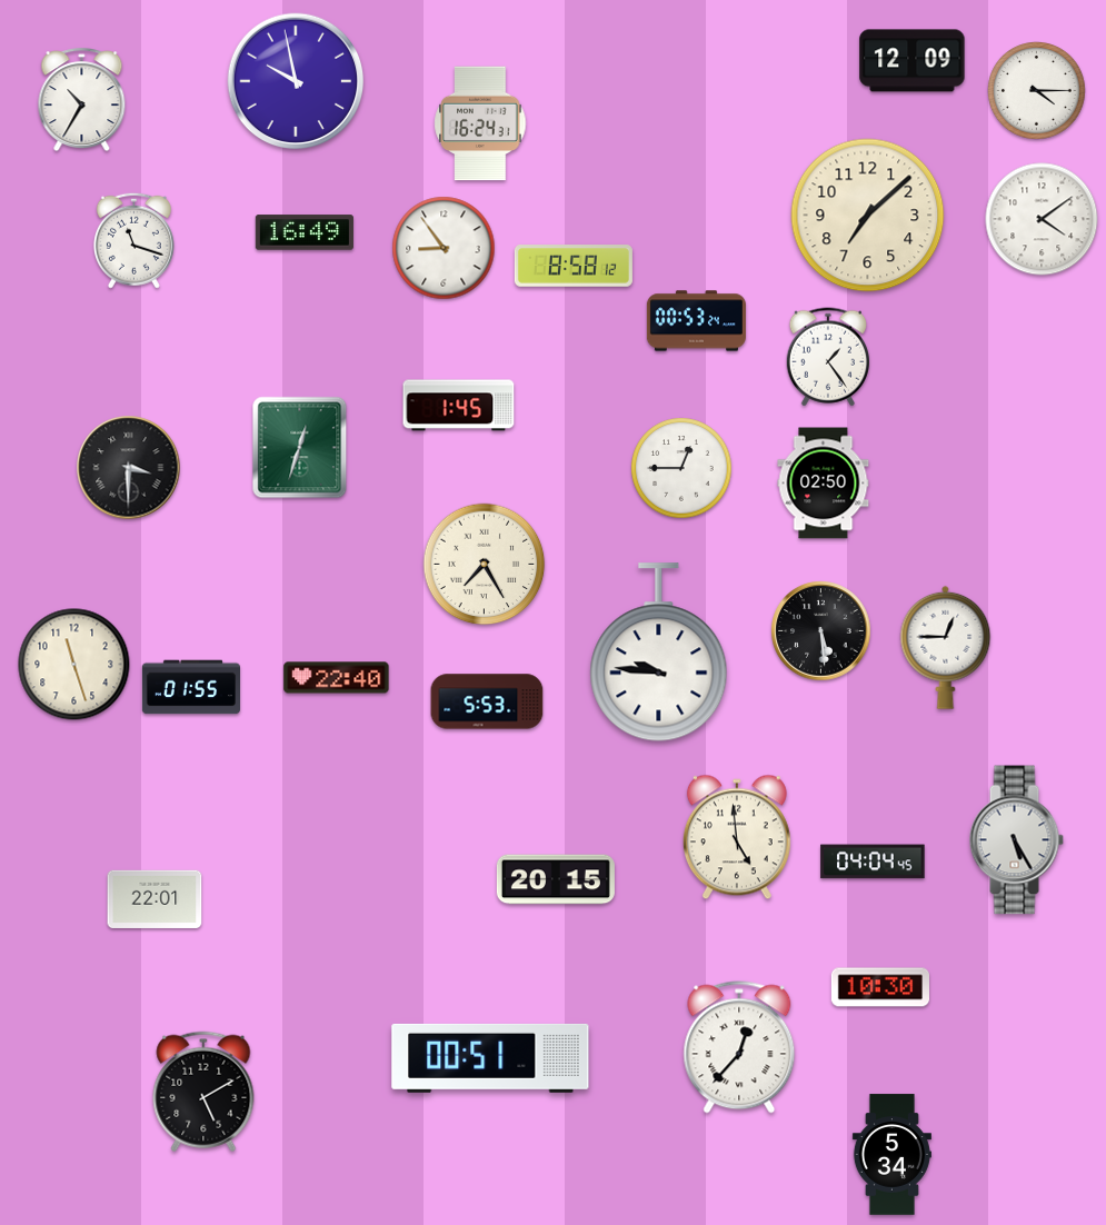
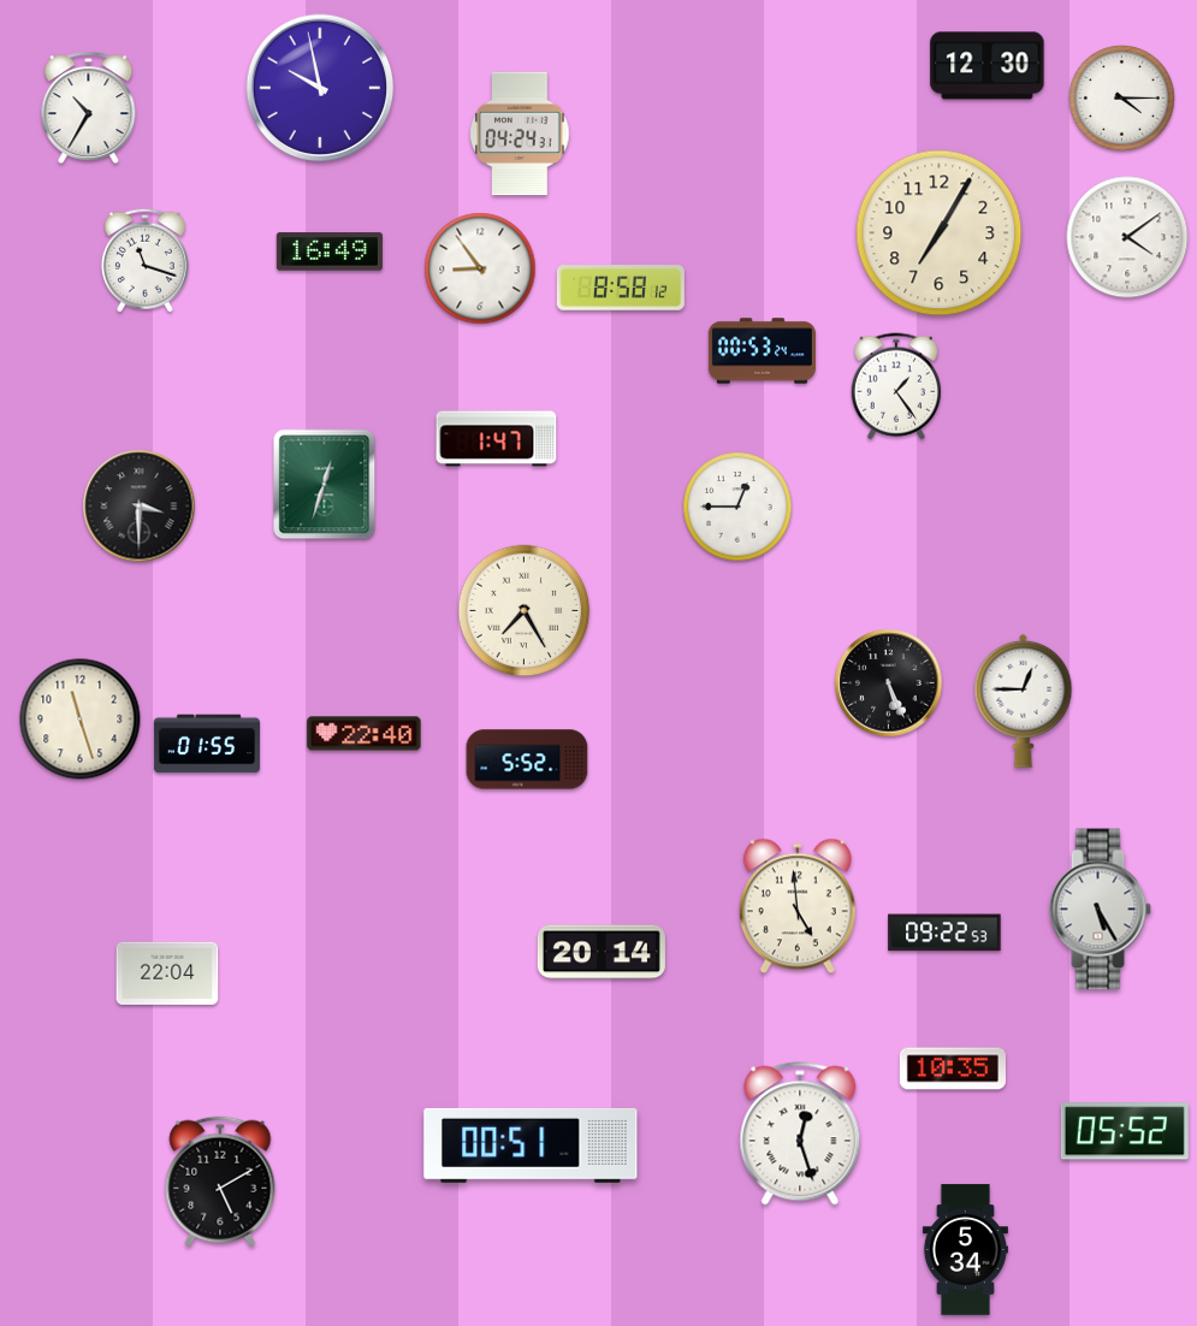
clock at (913, 61): 12:09 -> 12:30
clock at (480, 123): 16:24 -> 04:24
clock at (868, 216): 7:08 -> 7:05
clock at (696, 321) position: (696, 321) -> (762, 351)
clock at (459, 406): 1:45 -> 1:47
clock at (824, 484): 02:50 -> none
clock at (821, 631): 5:29 -> 5:26
clock at (659, 653): 9:46 -> none
clock at (487, 701): 5:53 -> 5:52
clock at (873, 862): 04:04 -> 09:22
clock at (556, 879): 20:15 -> 20:14
clock at (155, 899): 22:01 -> 22:04
clock at (879, 987): 10:30 -> 10:35
clock at (1125, 1131): none -> 05:52
clock at (739, 1047): 12:37 -> 12:27
